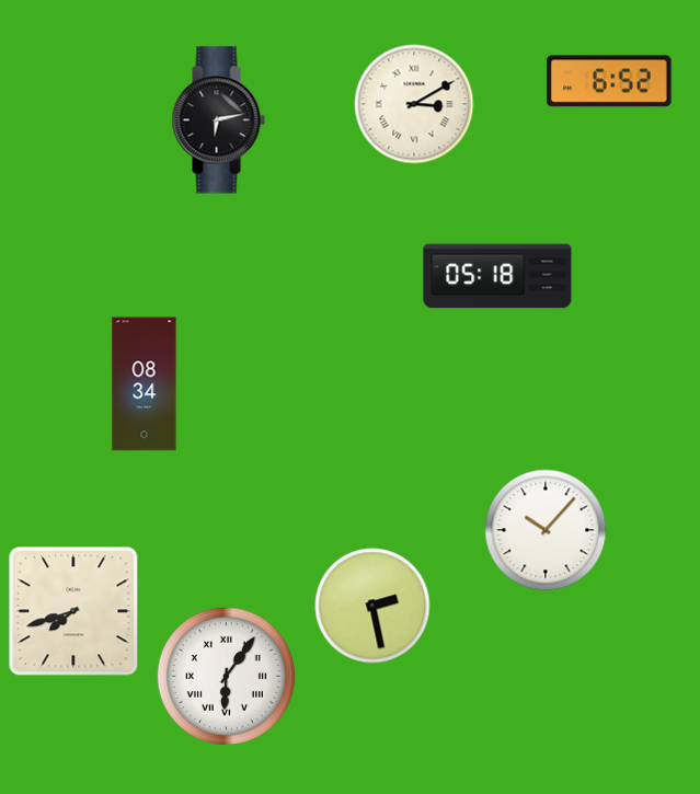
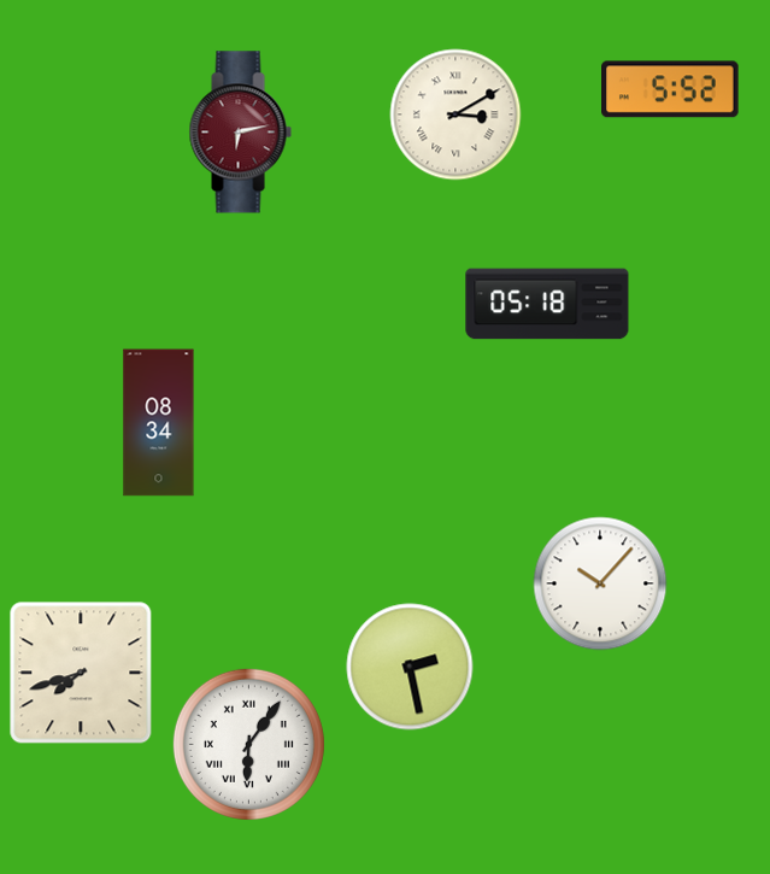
clock at (610, 81): 6:52 -> 5:52
clock at (218, 120) dial: black -> burgundy
